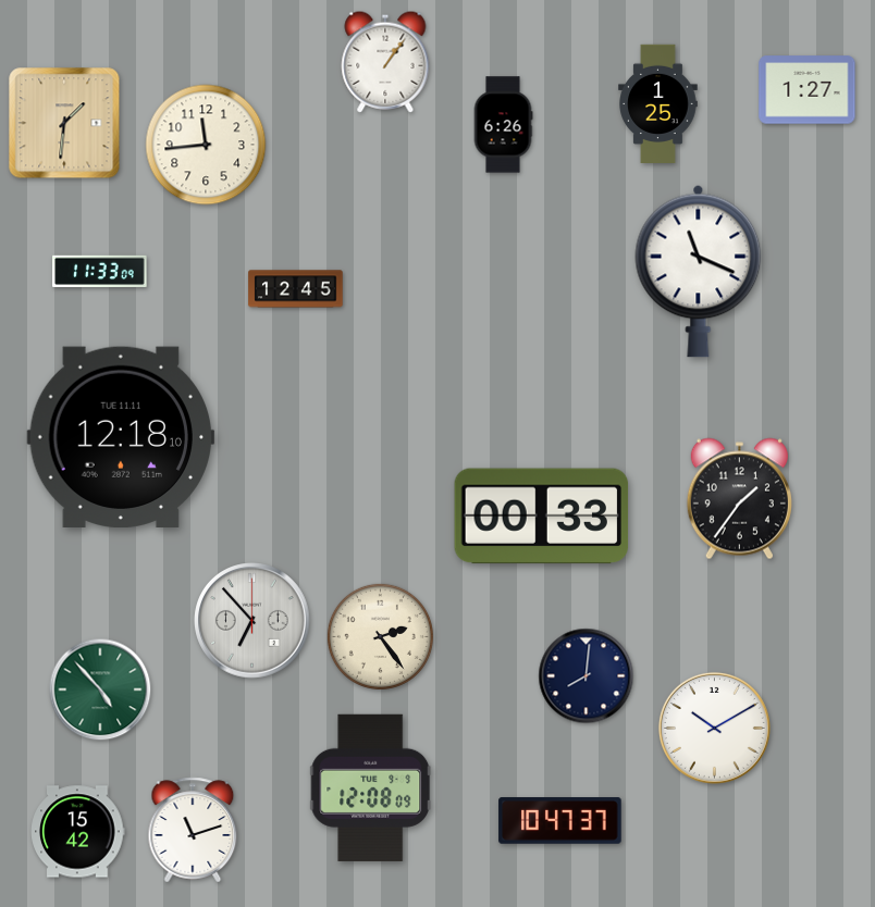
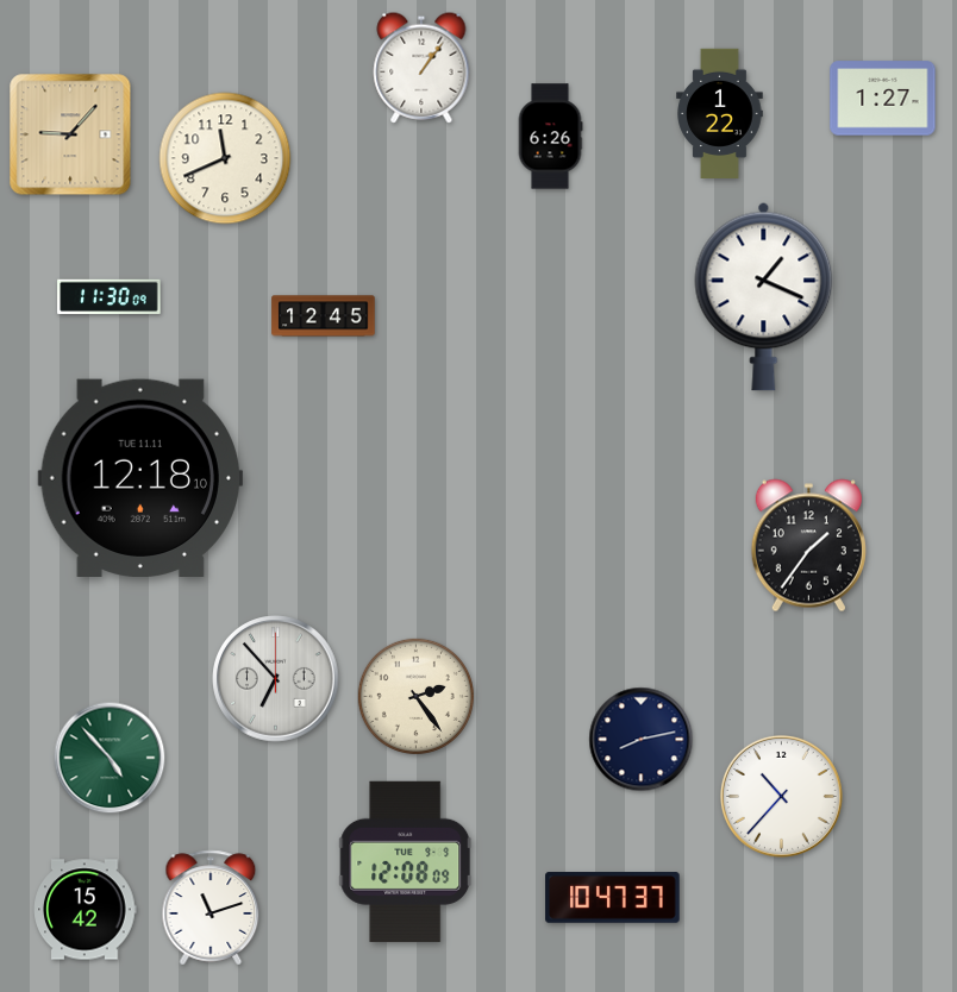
clock at (658, 103): 1:25 -> 1:22
clock at (64, 123): 1:31 -> 9:07
clock at (206, 145): 11:44 -> 11:41
clock at (699, 271): 11:19 -> 1:19
clock at (100, 272): 11:33 -> 11:30
clock at (121, 436) position: (121, 436) -> (140, 477)
clock at (542, 517): 00:33 -> none
clock at (587, 676): 8:01 -> 8:13
clock at (100, 689) position: (100, 689) -> (110, 758)
clock at (714, 728): 10:10 -> 10:37
